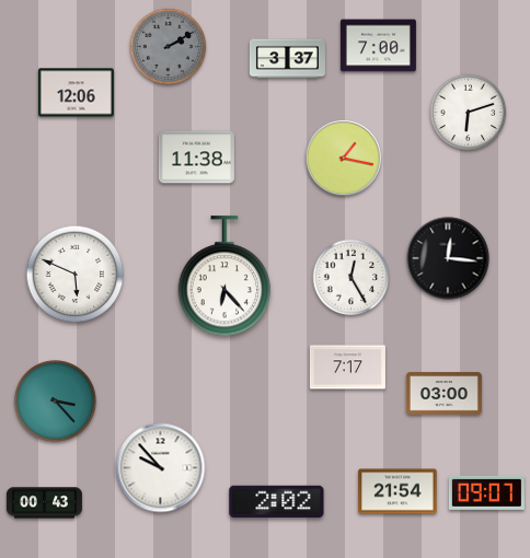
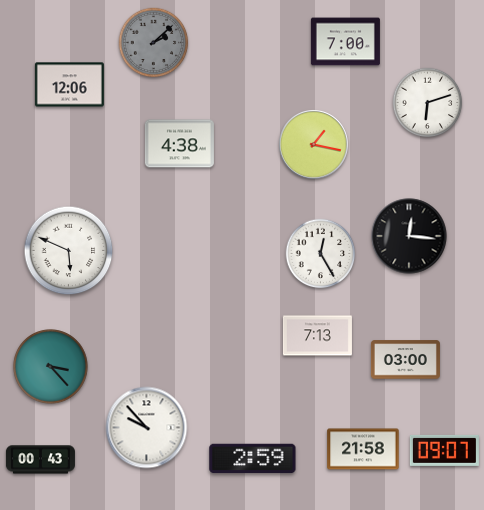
clock at (169, 47): 2:10 -> 2:08
clock at (287, 59): 3:37 -> none
clock at (196, 158): 11:38 -> 4:38
clock at (224, 277): 6:23 -> none
clock at (347, 368): 7:17 -> 7:13
clock at (397, 491): 21:54 -> 21:58
clock at (277, 502): 2:02 -> 2:59
